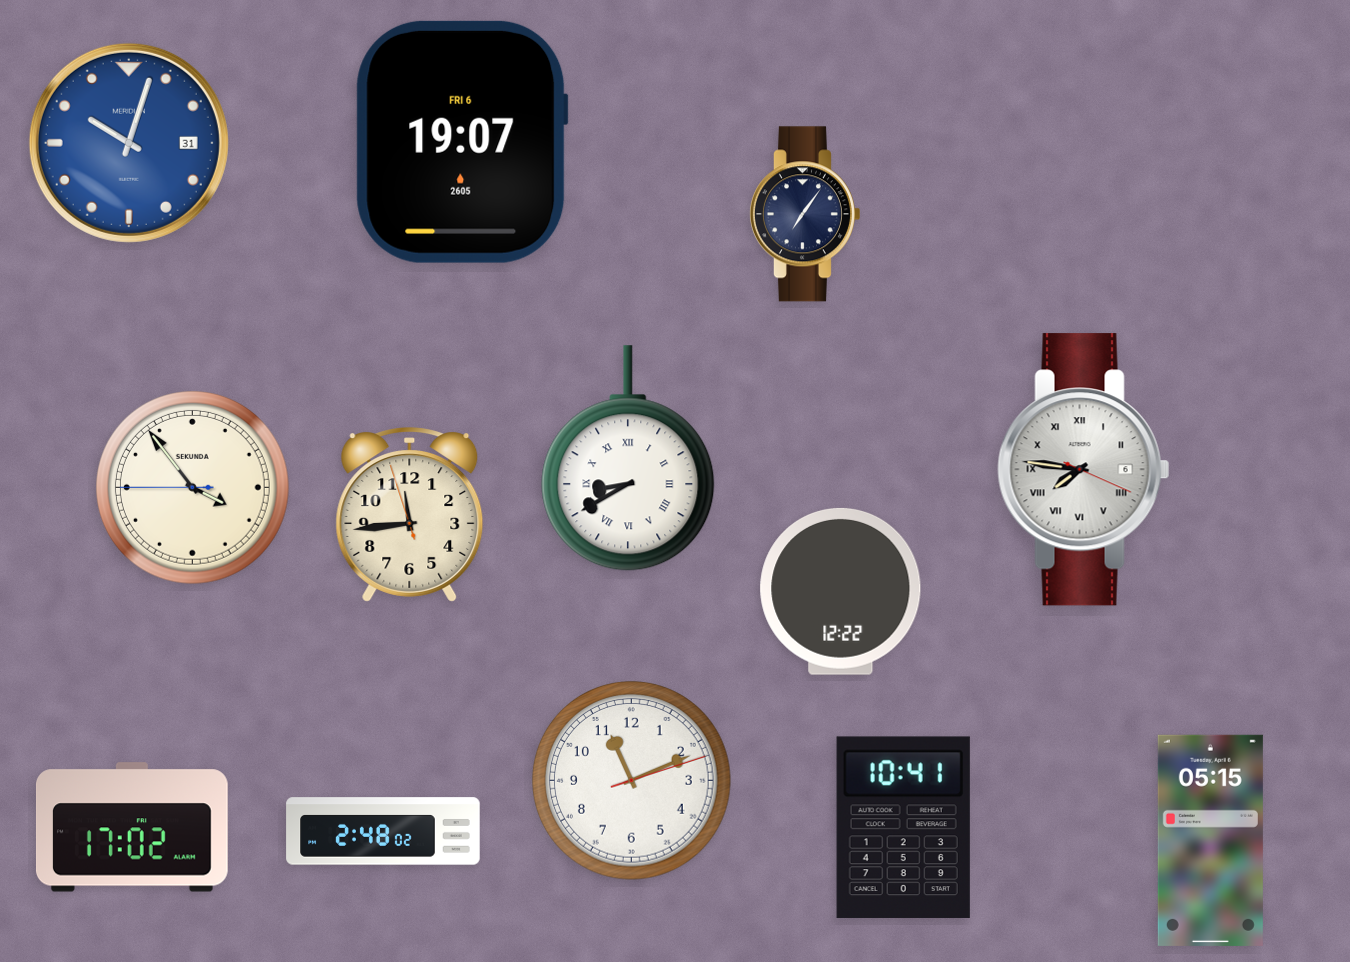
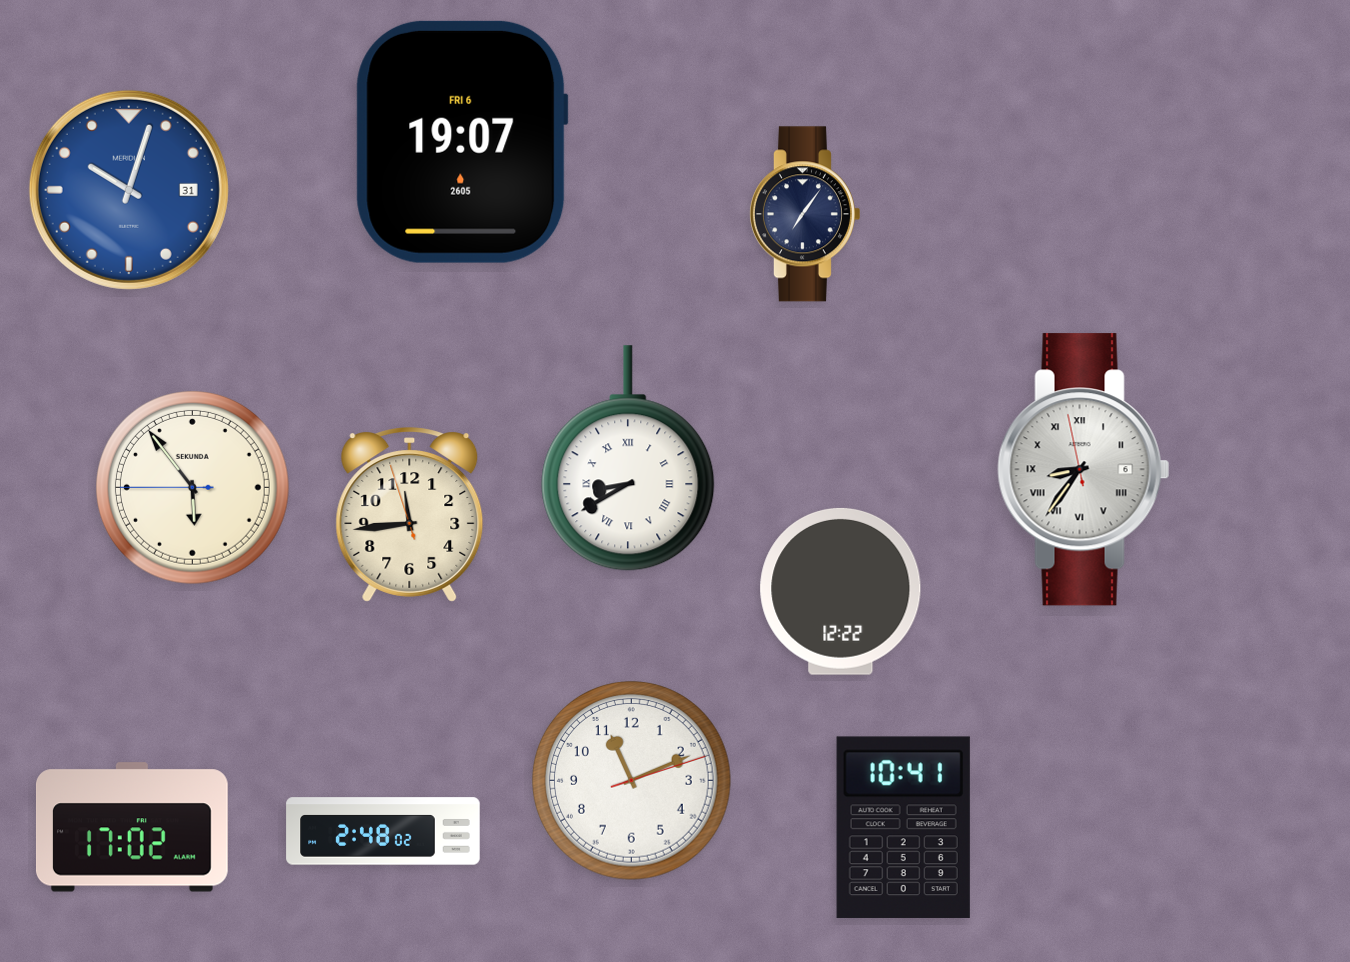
clock at (129, 143) position: (129, 143) -> (129, 190)
clock at (1084, 470): 7:46 -> 8:35
clock at (192, 487): 3:53 -> 5:53
clock at (1210, 840): 05:15 -> none
